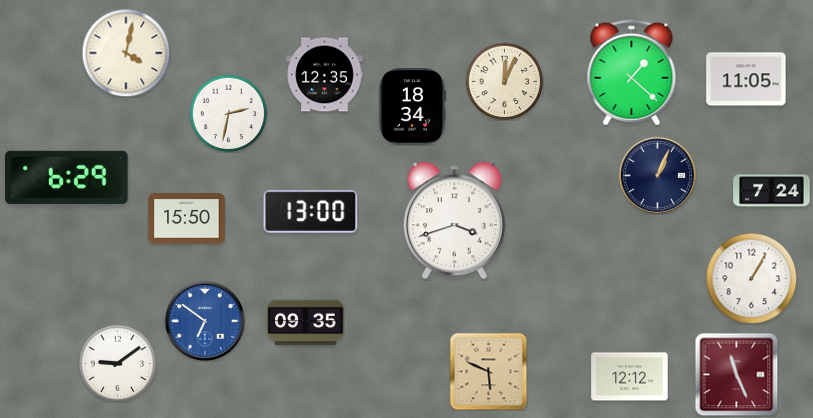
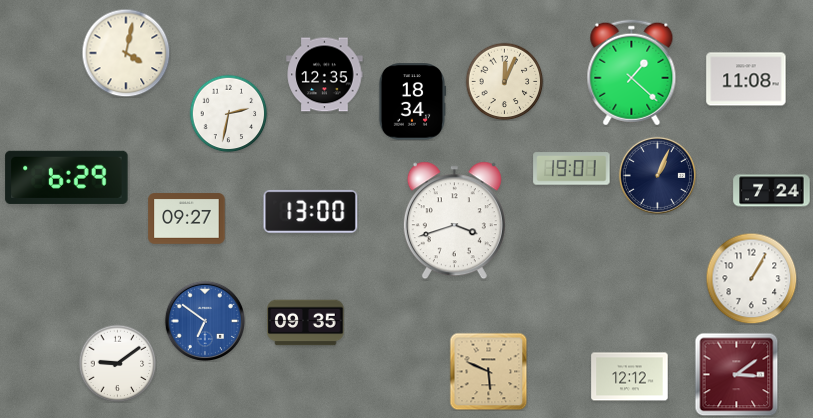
clock at (746, 79): 11:05 -> 11:08
clock at (412, 107) position: (412, 107) -> (412, 102)
clock at (572, 169): none -> 19:01
clock at (187, 219): 15:50 -> 09:27
clock at (736, 374): 11:26 -> 3:09
